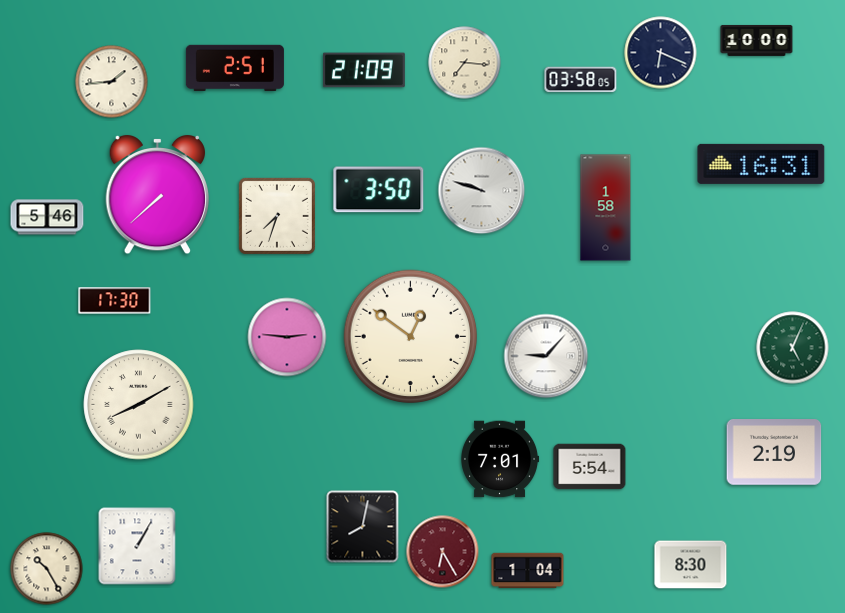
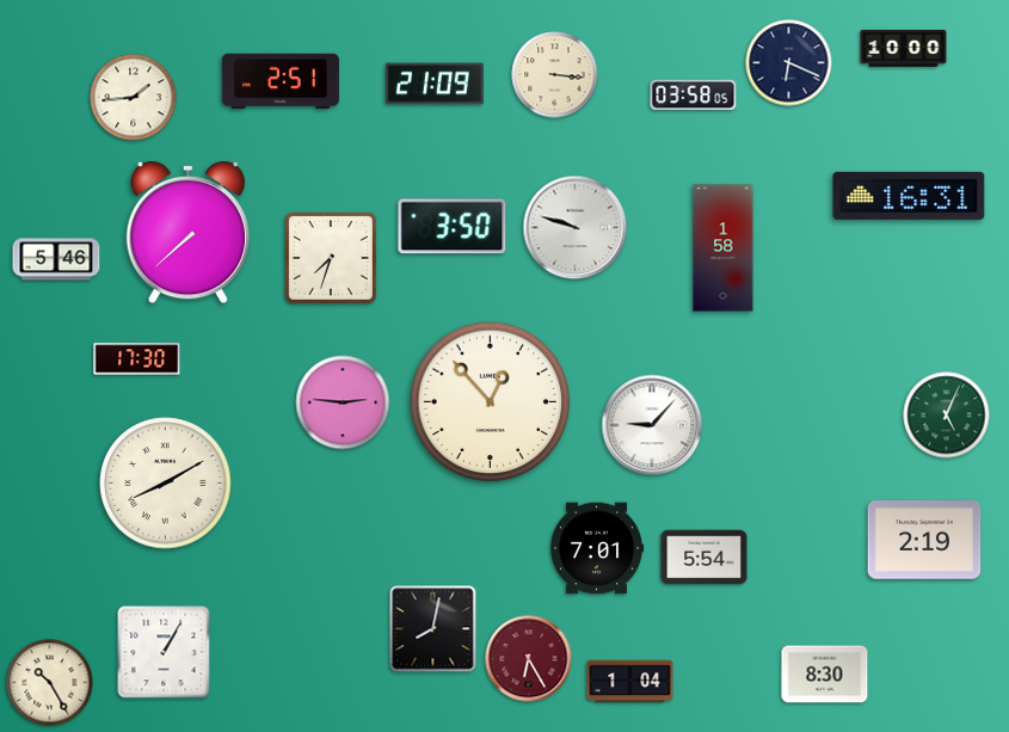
clock at (465, 63): 7:16 -> 3:16
clock at (411, 337): 12:51 -> 12:53
clock at (47, 569) position: (47, 569) -> (50, 683)
